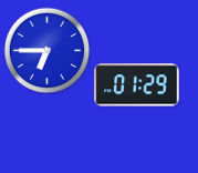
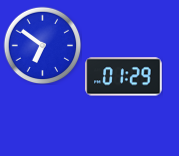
clock at (46, 50): 6:45 -> 6:51
